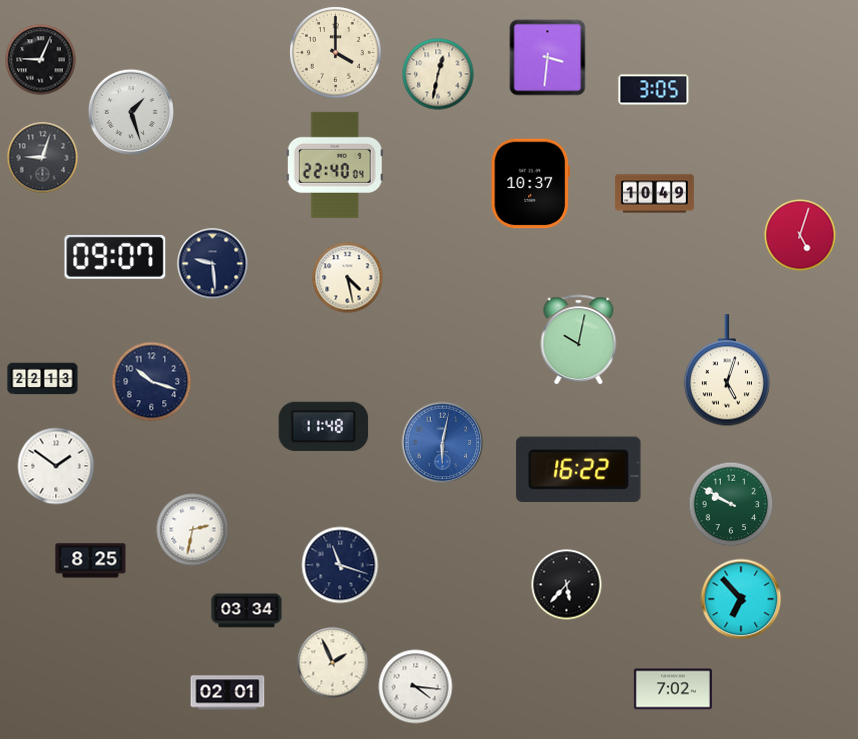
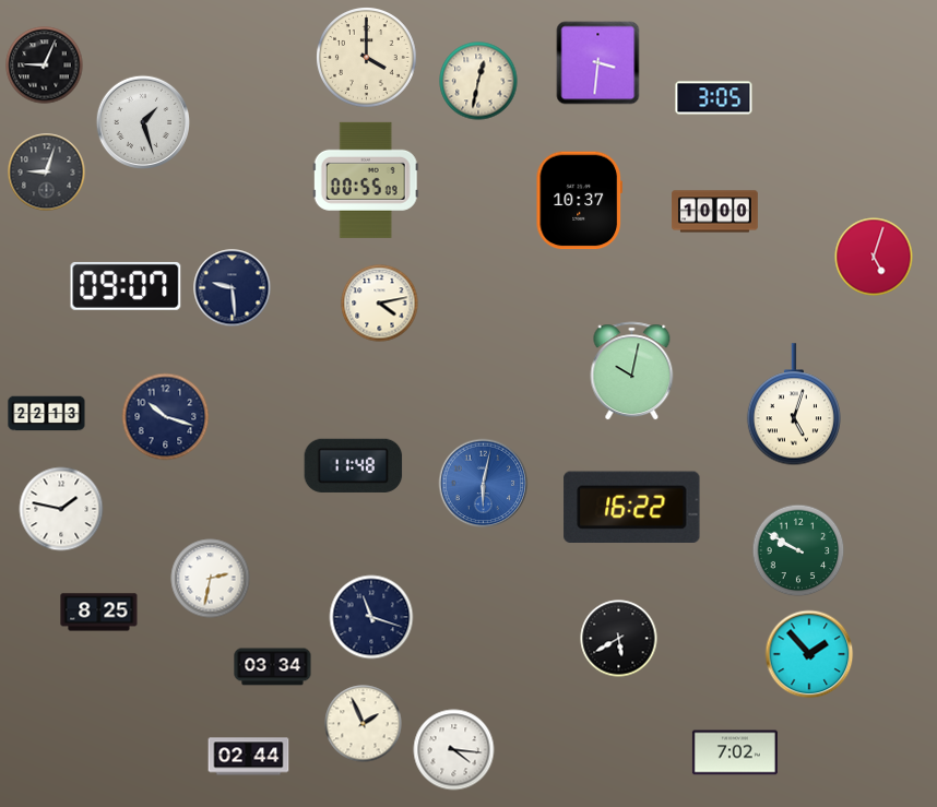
clock at (335, 165): 22:40 -> 00:55
clock at (655, 194): 10:49 -> 10:00
clock at (115, 257) position: (115, 257) -> (126, 286)
clock at (348, 278): 4:28 -> 4:13
clock at (56, 466): 1:51 -> 1:47
clock at (579, 470) position: (579, 470) -> (632, 508)
clock at (567, 585): 5:37 -> 5:40
clock at (741, 599): 6:53 -> 1:53
clock at (247, 611) position: (247, 611) -> (273, 667)
clock at (228, 693): 02:01 -> 02:44
